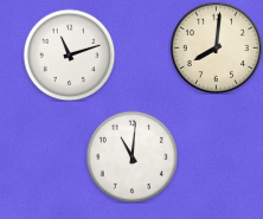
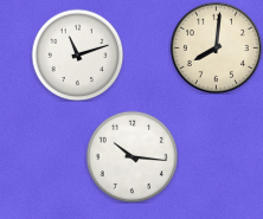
clock at (69, 54) position: (69, 54) -> (77, 54)
clock at (131, 156): 11:01 -> 10:16
